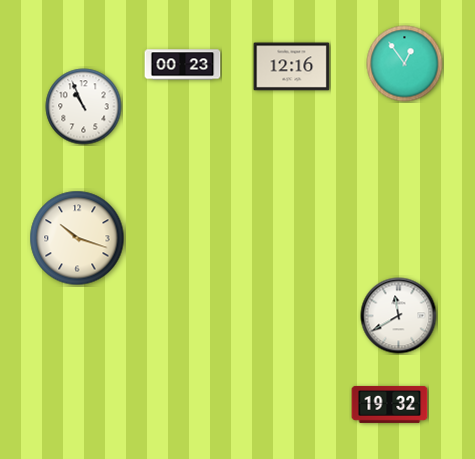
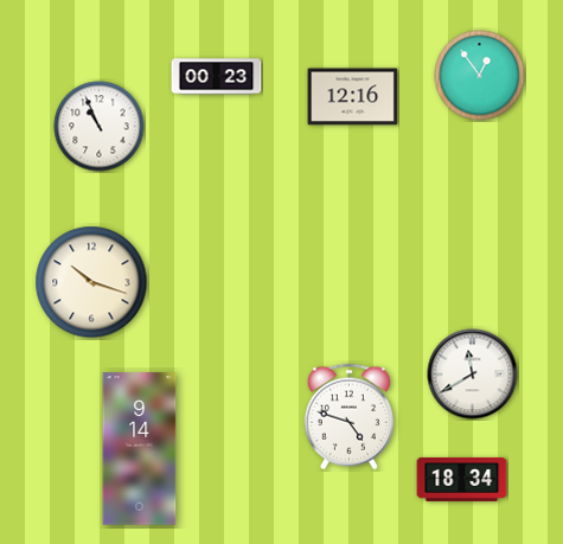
clock at (292, 67) position: (292, 67) -> (353, 97)
clock at (348, 417): none -> 4:48
clock at (140, 449): none -> 9:14
clock at (390, 404): 19:32 -> 18:34
